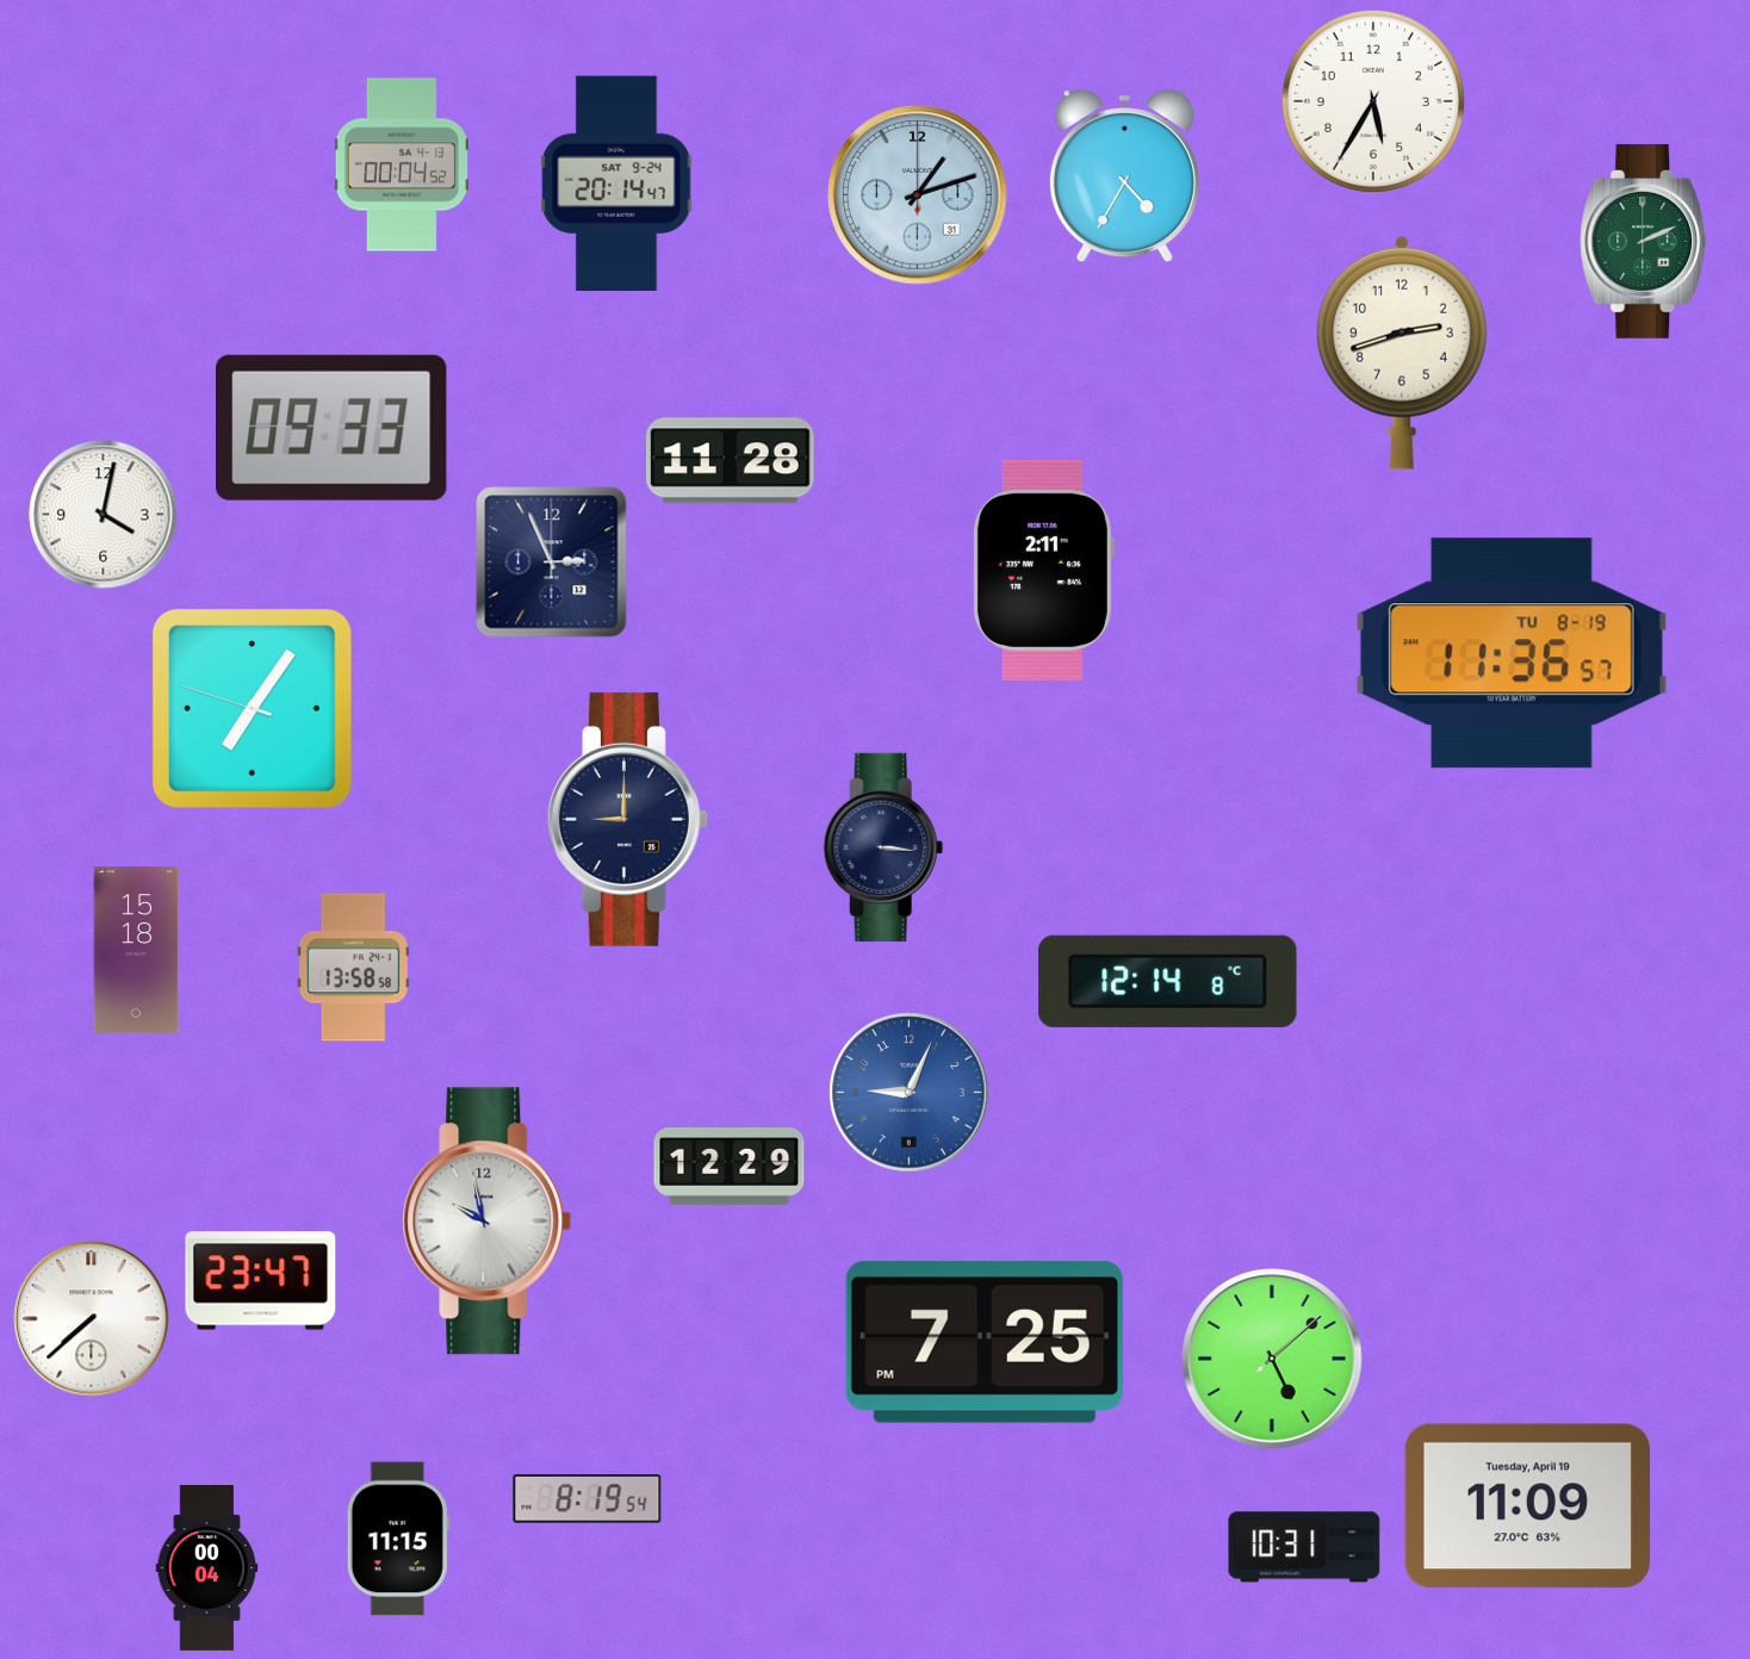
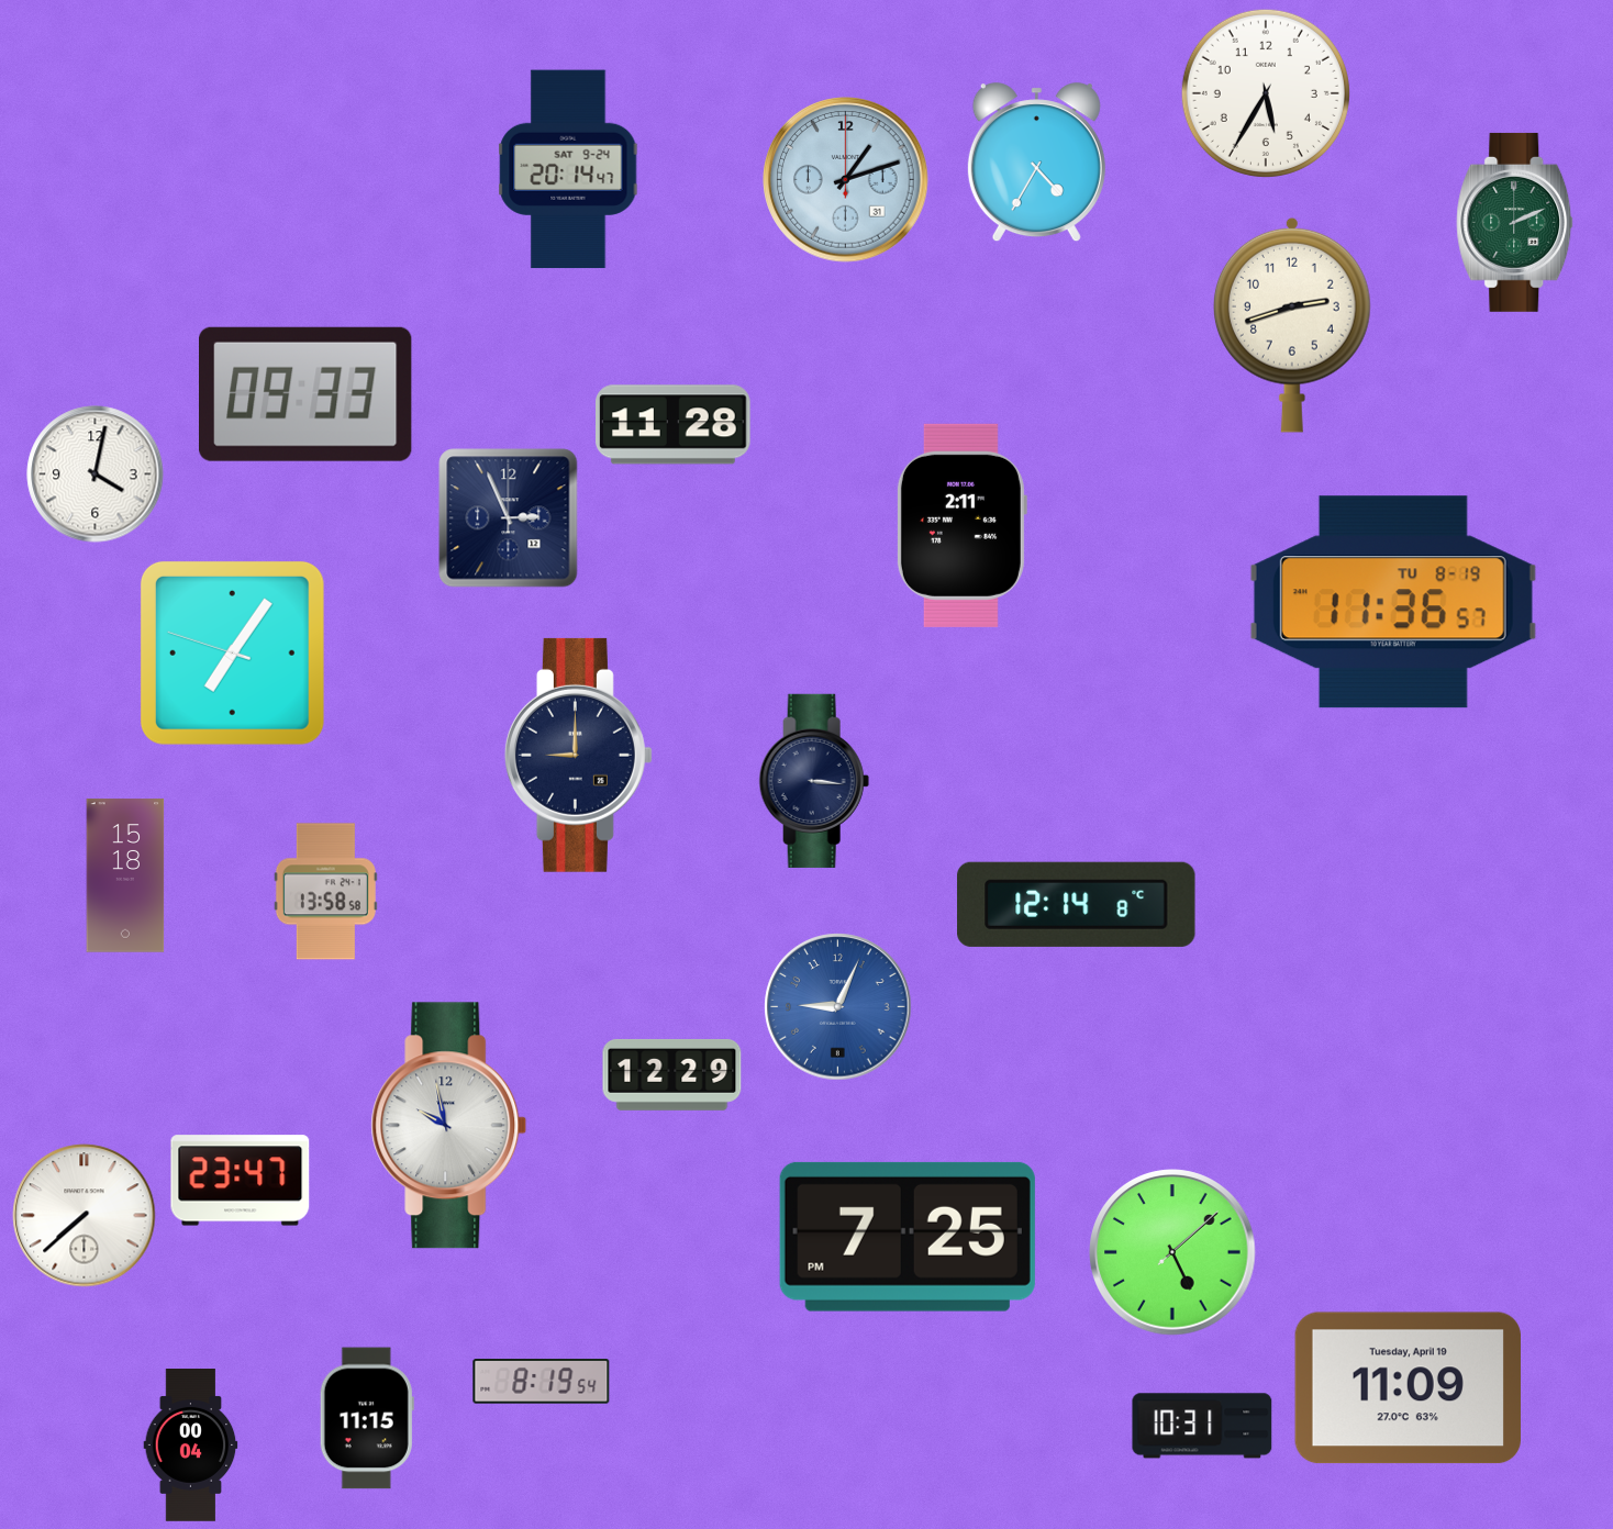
clock at (402, 164): 00:04 -> none
